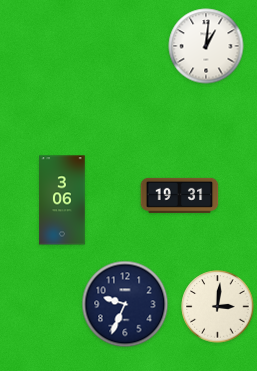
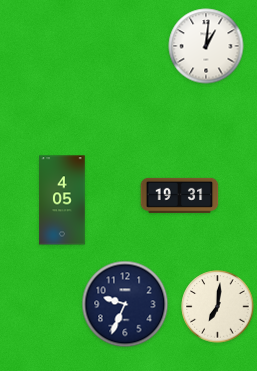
clock at (62, 200): 3:06 -> 4:05
clock at (218, 307): 3:01 -> 7:01
